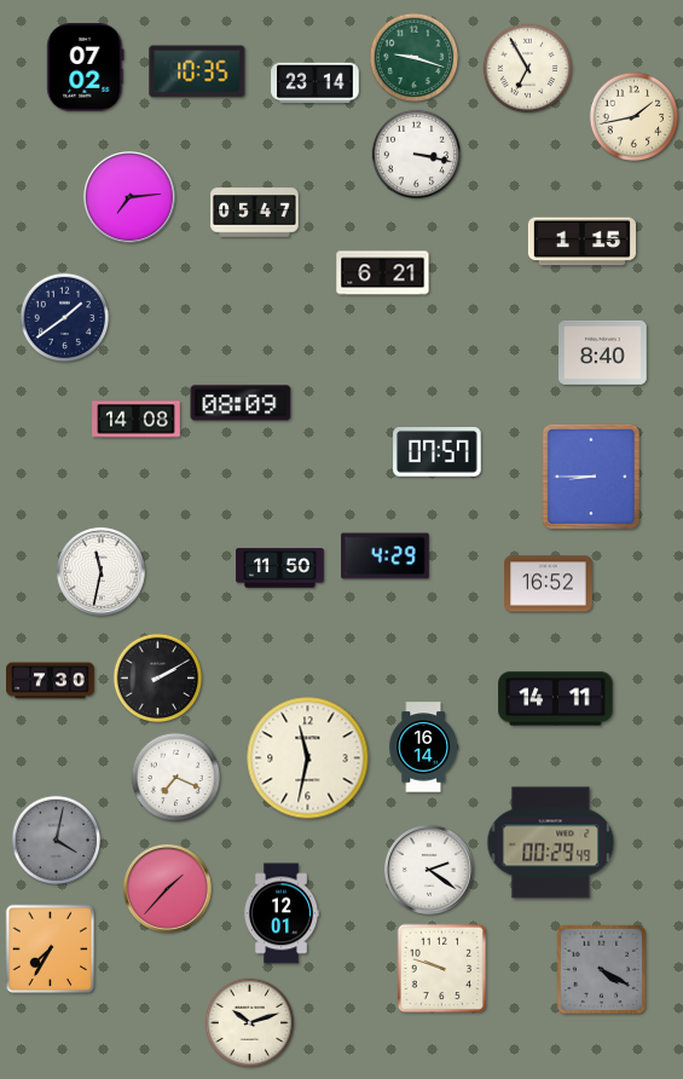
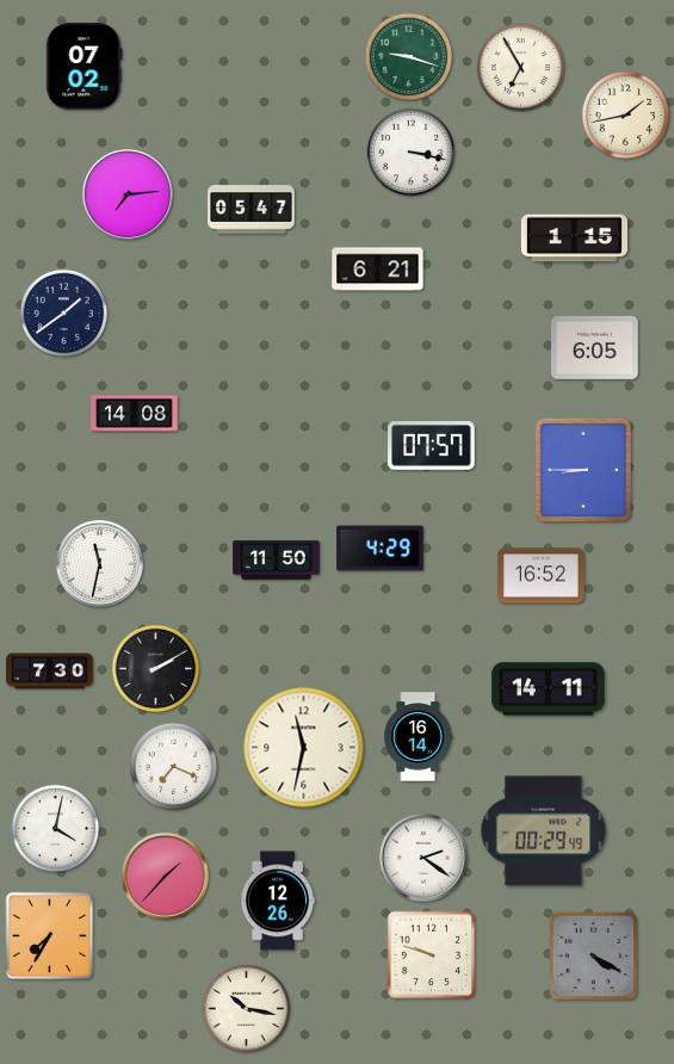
clock at (197, 71): 10:35 -> none
clock at (316, 83): 23:14 -> none
clock at (603, 352): 8:40 -> 6:05
clock at (241, 403): 08:09 -> none
clock at (57, 841) dial: grey -> white
clock at (280, 913): 12:01 -> 12:26
clock at (442, 969) position: (442, 969) -> (432, 955)
clock at (250, 1023): 10:12 -> 10:17
